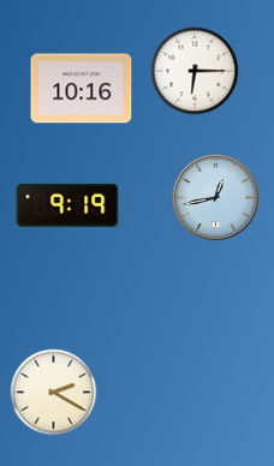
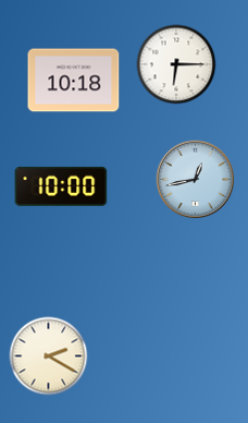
clock at (82, 89): 10:16 -> 10:18
clock at (67, 205): 9:19 -> 10:00
